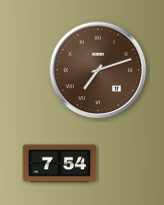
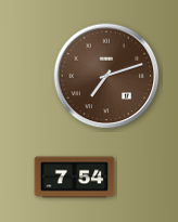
clock at (60, 164) position: (60, 164) -> (75, 178)
